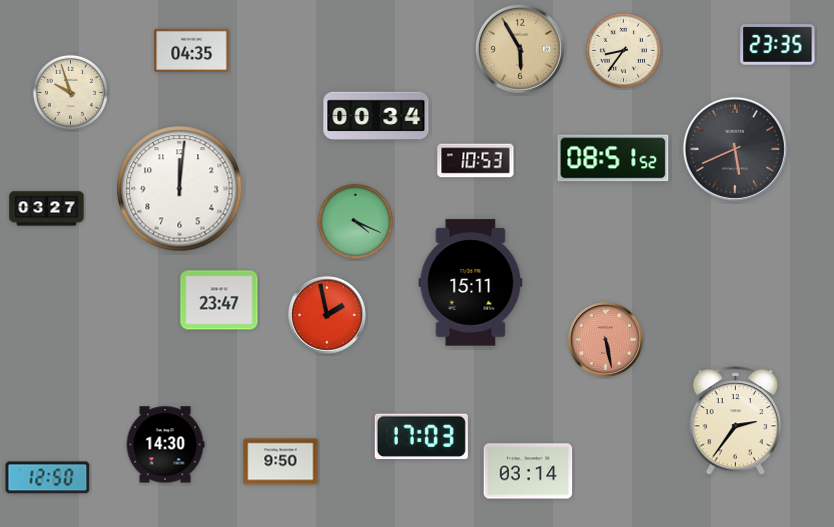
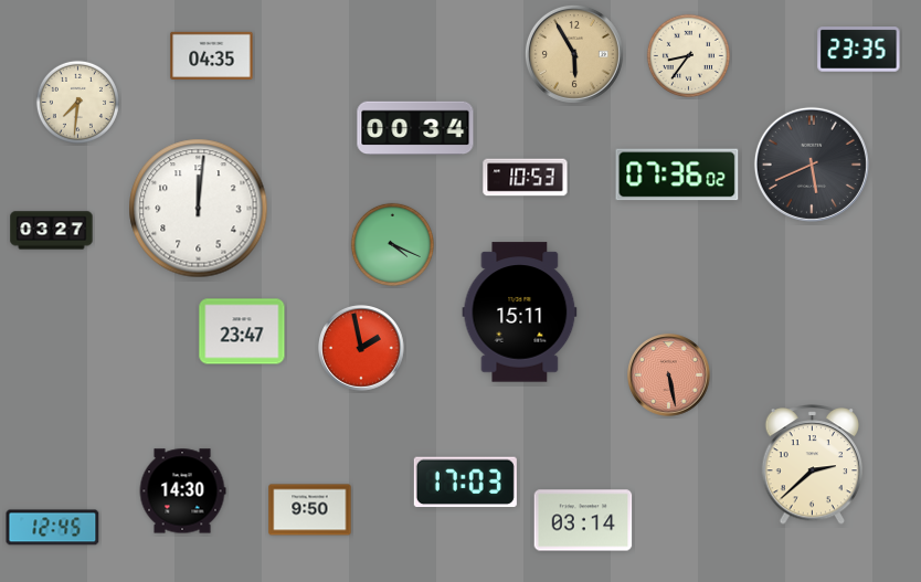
clock at (70, 92): 9:57 -> 7:31
clock at (613, 158): 08:51 -> 07:36
clock at (736, 421): 2:36 -> 2:38
clock at (48, 478): 12:50 -> 12:45
